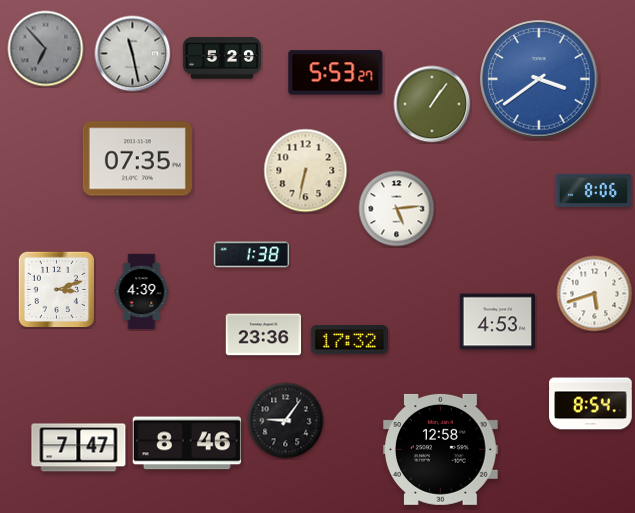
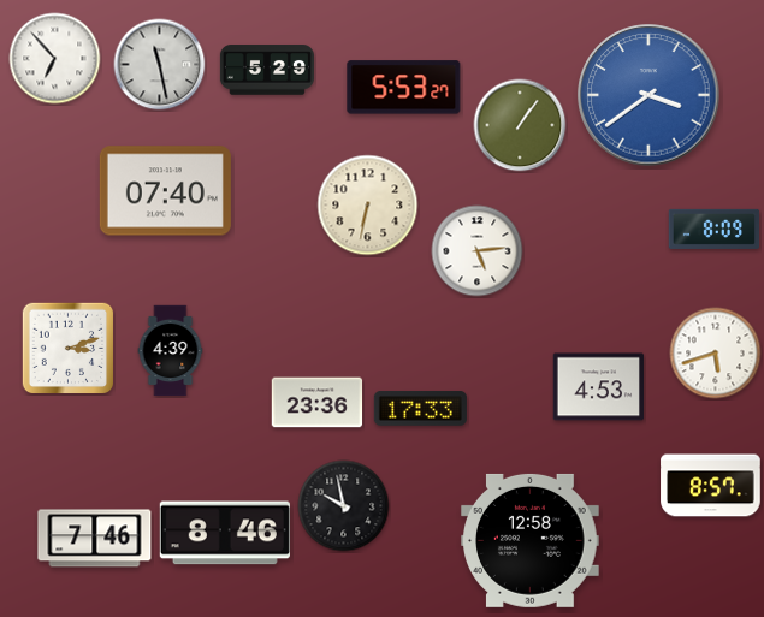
clock at (46, 49) dial: grey -> white
clock at (137, 159): 07:35 -> 07:40
clock at (594, 190): 8:06 -> 8:09
clock at (252, 255): 1:38 -> none
clock at (349, 340): 17:32 -> 17:33
clock at (591, 404): 8:54 -> 8:57
clock at (286, 421): 9:06 -> 9:58
clock at (79, 448): 7:47 -> 7:46
